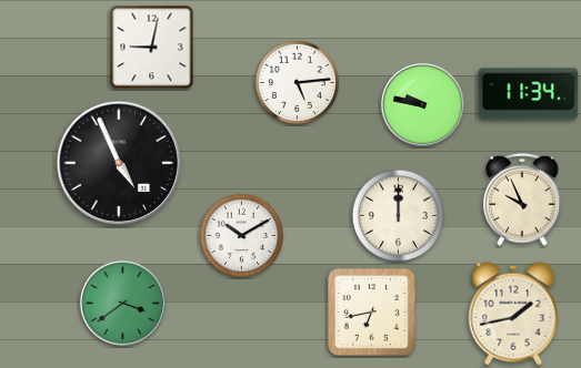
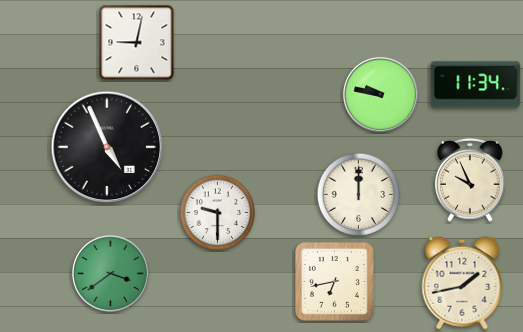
clock at (298, 83): 5:14 -> none
clock at (242, 236): 10:10 -> 9:30
